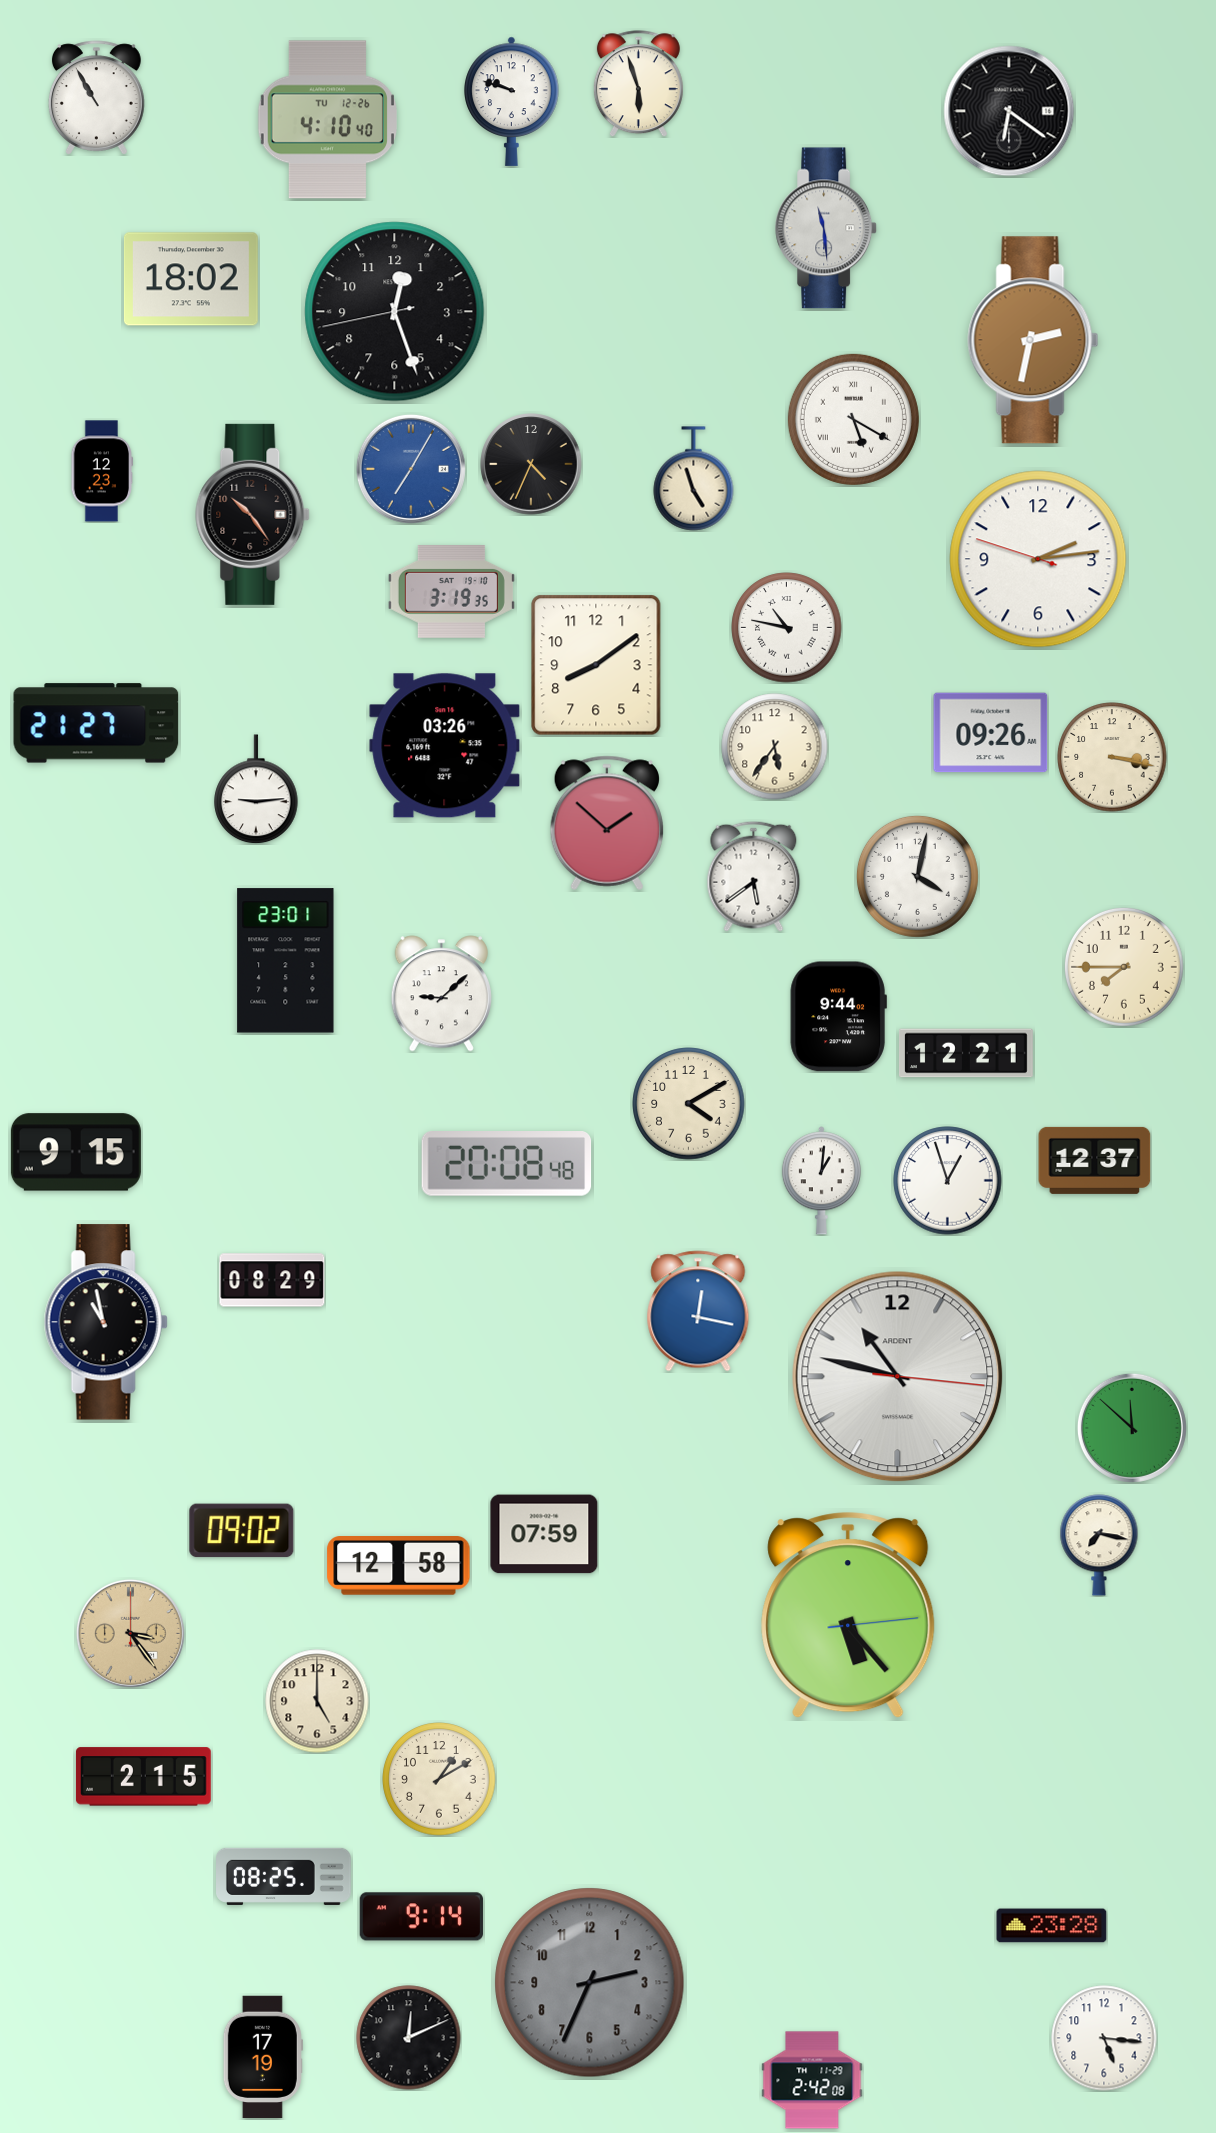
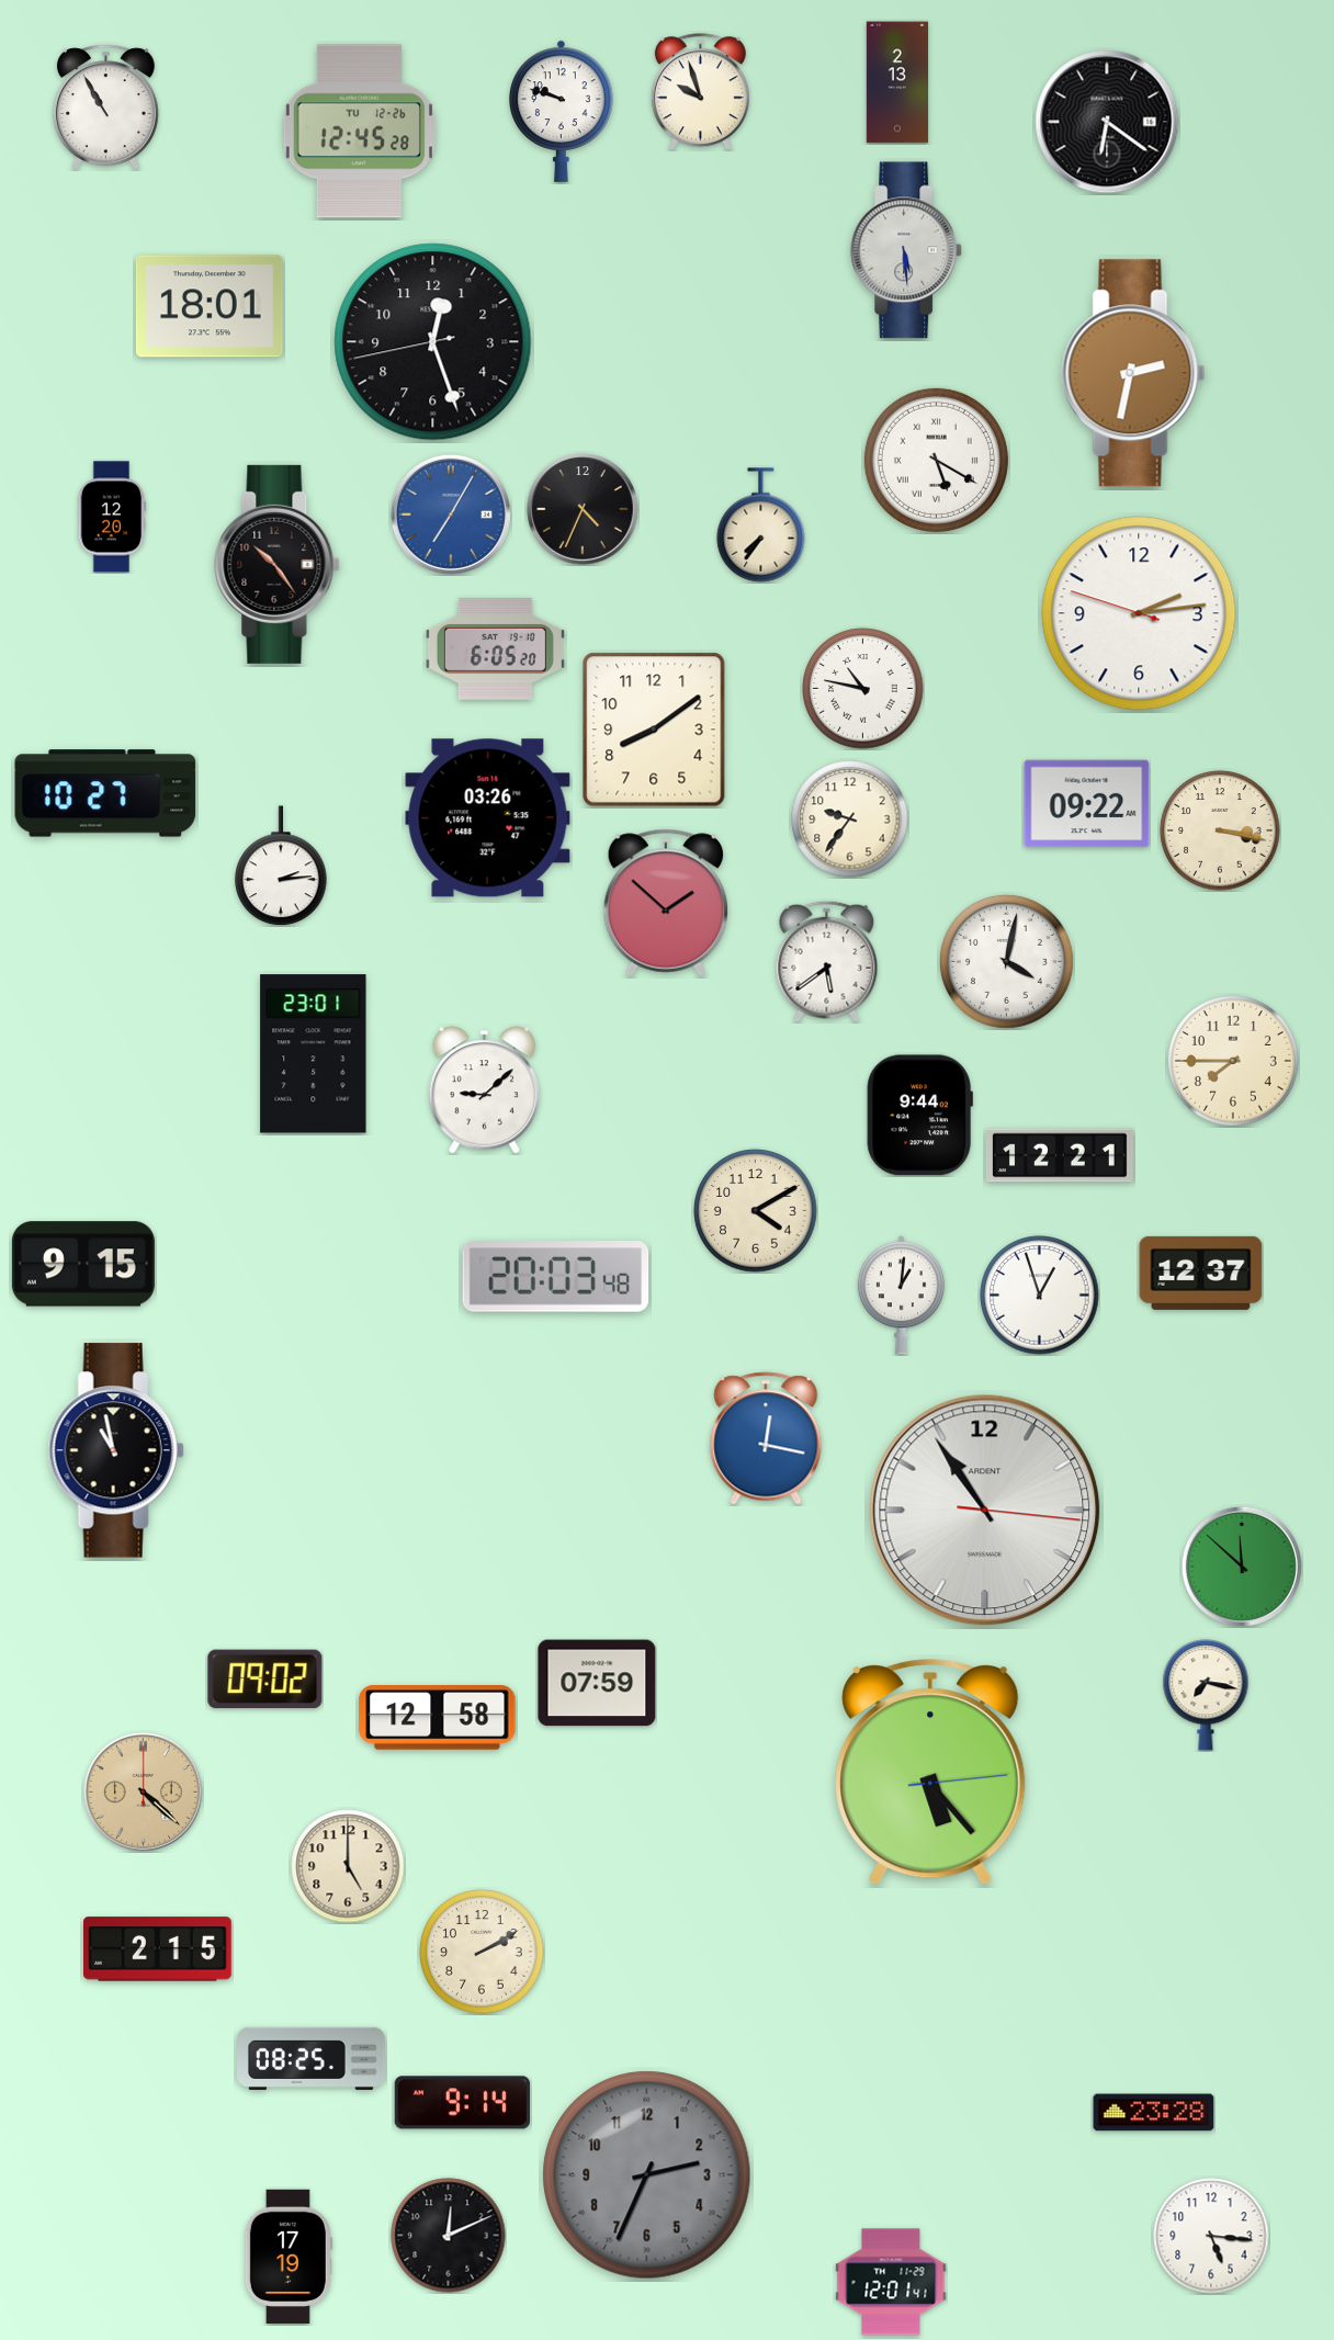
clock at (896, 82): none -> 2:13
clock at (638, 84): 5:57 -> 9:57
clock at (327, 120): 4:10 -> 12:45
clock at (827, 228): 11:29 -> 5:29
clock at (191, 279): 18:02 -> 18:01
clock at (102, 471): 12:23 -> 12:20
clock at (694, 479): 4:57 -> 7:36
clock at (451, 592): 3:19 -> 6:05
clock at (96, 723): 21:27 -> 10:27
clock at (991, 733): 09:26 -> 09:22
clock at (775, 747): 5:36 -> 9:36
clock at (256, 789): 9:14 -> 2:14
clock at (507, 1164): 20:08 -> 20:03
clock at (272, 1280): 08:29 -> none
clock at (898, 1377): 10:47 -> 10:54
clock at (130, 1633): 3:24 -> 4:22
clock at (439, 1779): 1:10 -> 2:10
clock at (812, 2080): 2:42 -> 12:01
